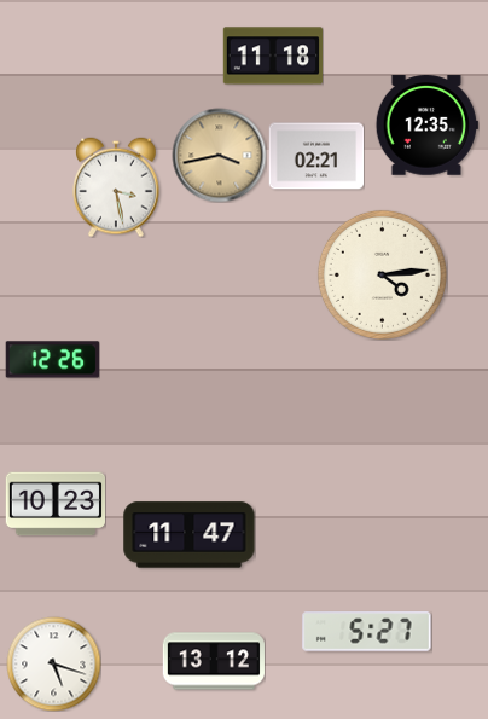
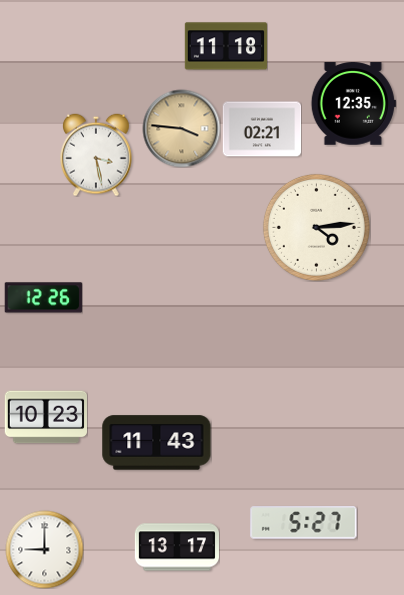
clock at (219, 155): 3:43 -> 3:46
clock at (190, 535): 11:47 -> 11:43
clock at (214, 661): 13:12 -> 13:17
clock at (53, 663): 5:18 -> 9:00
